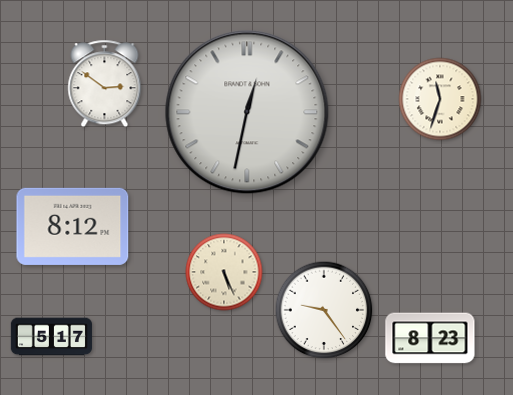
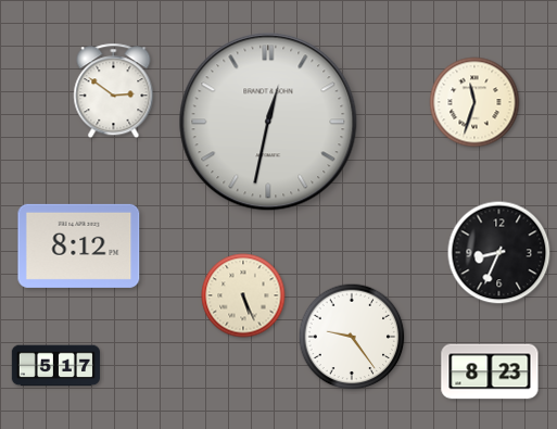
clock at (440, 99) position: (440, 99) -> (474, 102)
clock at (499, 253): none -> 8:34
clock at (430, 338) position: (430, 338) -> (490, 371)
